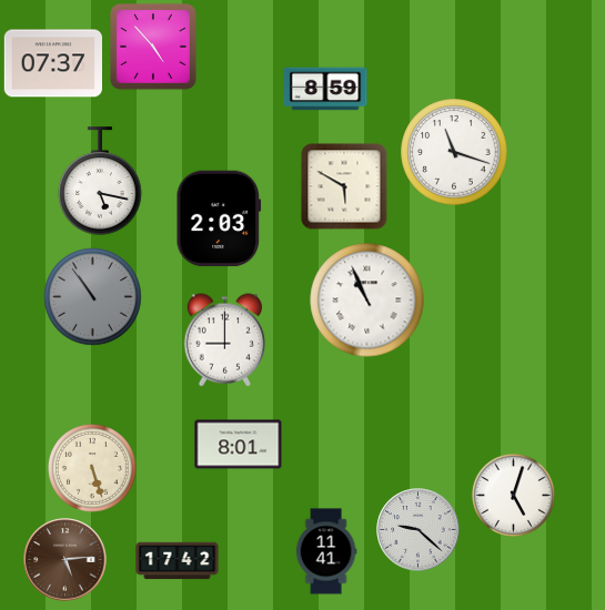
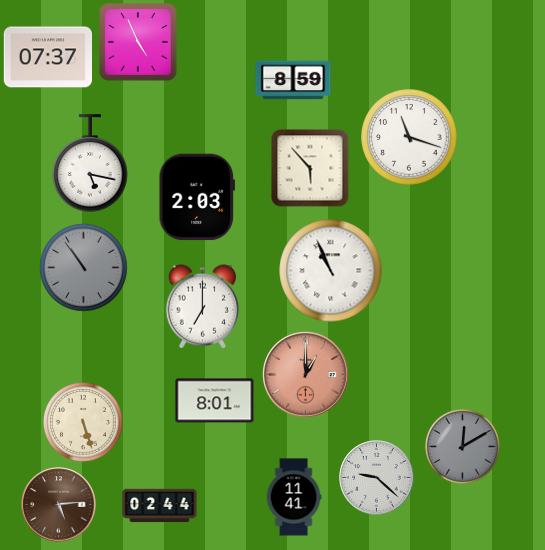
clock at (153, 47): 4:53 -> 4:56
clock at (344, 186): 5:50 -> 5:53
clock at (225, 340): 9:00 -> 7:00
clock at (306, 375): none -> 1:00
clock at (513, 495): 5:03 -> 12:10
clock at (513, 495) dial: white -> grey
clock at (178, 561): 17:42 -> 02:44
